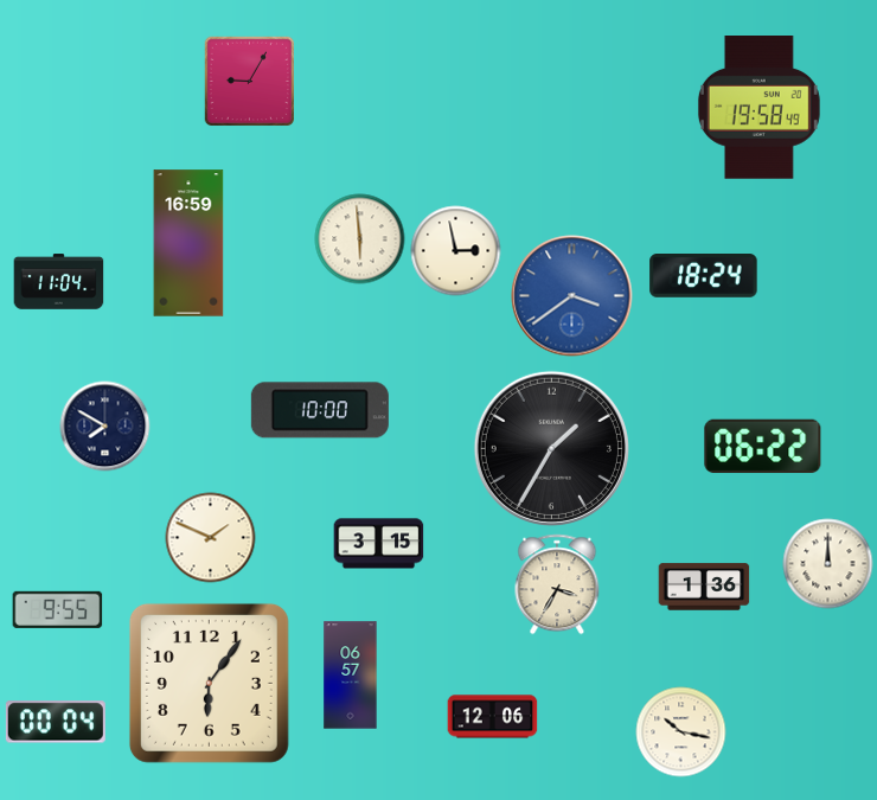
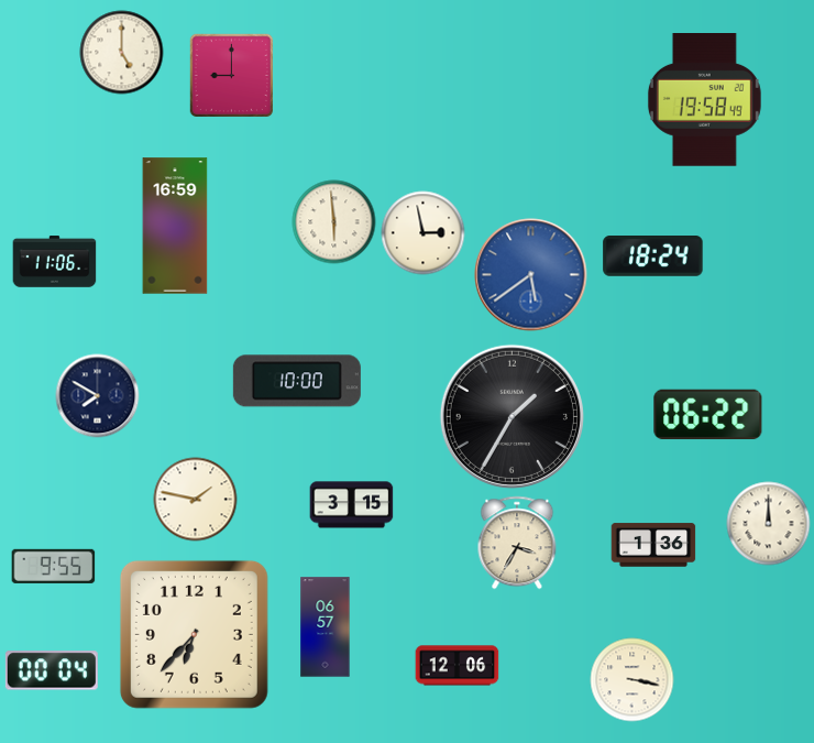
clock at (122, 53): none -> 5:00
clock at (249, 81): 9:05 -> 9:00
clock at (59, 282): 11:04 -> 11:06
clock at (572, 296): 3:39 -> 5:39
clock at (211, 538): 1:49 -> 1:47
clock at (209, 683): 6:06 -> 6:37
clock at (681, 732): 10:17 -> 3:17
